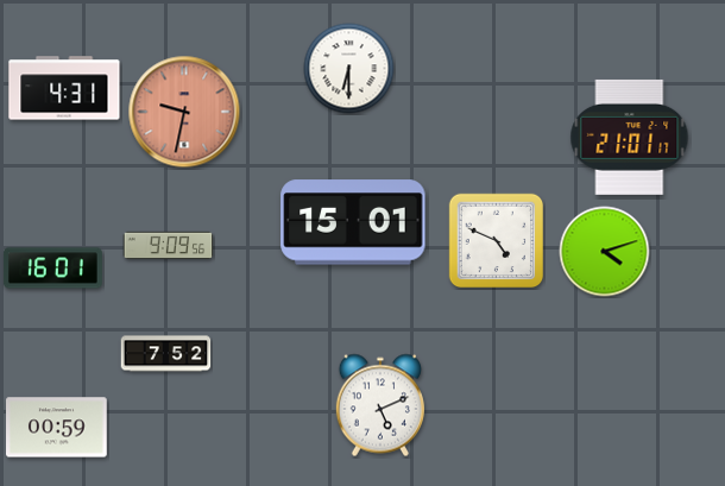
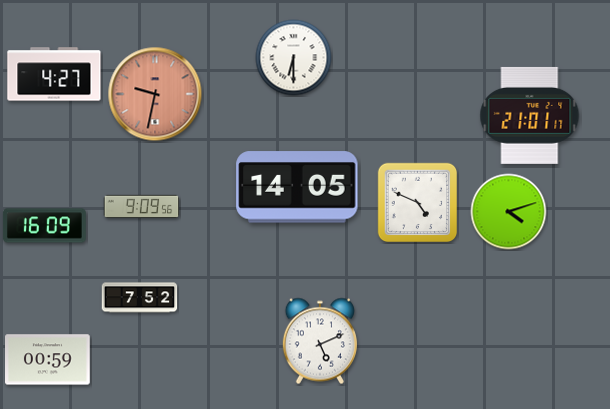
clock at (64, 88): 4:31 -> 4:27
clock at (353, 222): 15:01 -> 14:05
clock at (52, 269): 16:01 -> 16:09
